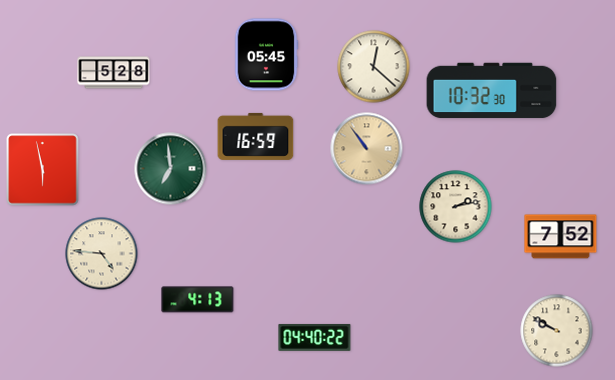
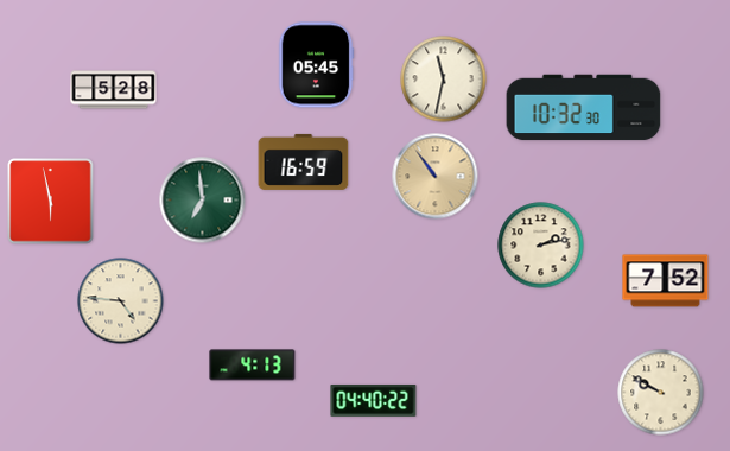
clock at (374, 67): 12:22 -> 11:32
clock at (114, 73) position: (114, 73) -> (114, 90)
clock at (198, 300) position: (198, 300) -> (253, 366)
